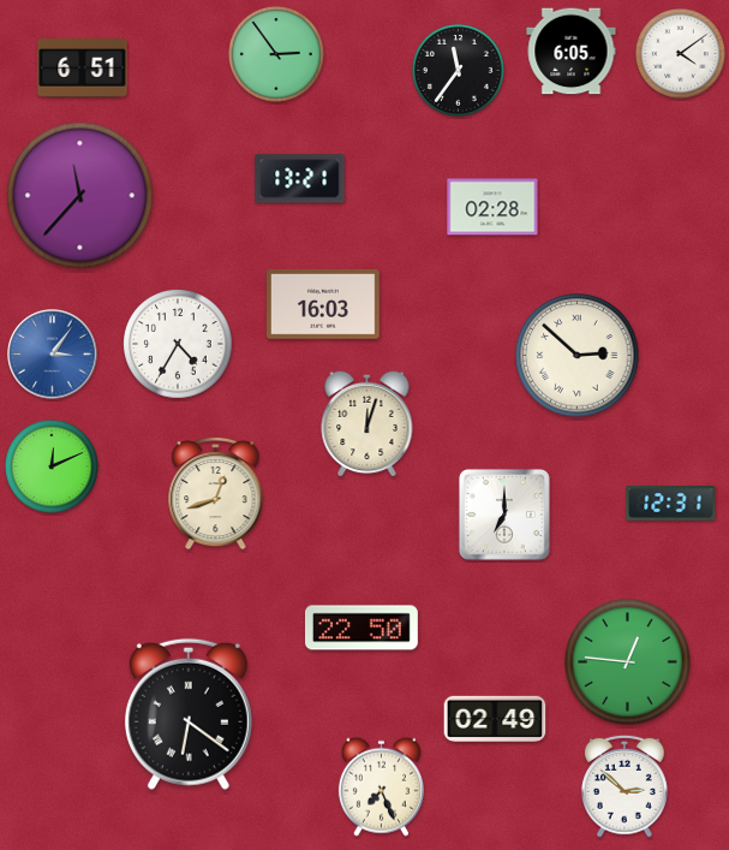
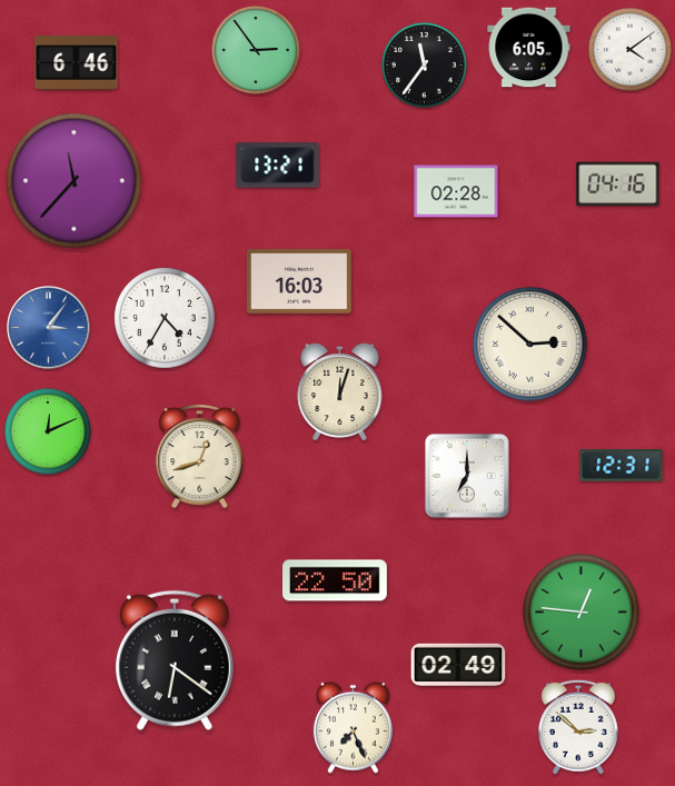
clock at (83, 69): 6:51 -> 6:46
clock at (618, 185): none -> 04:16
clock at (578, 356) position: (578, 356) -> (530, 345)
